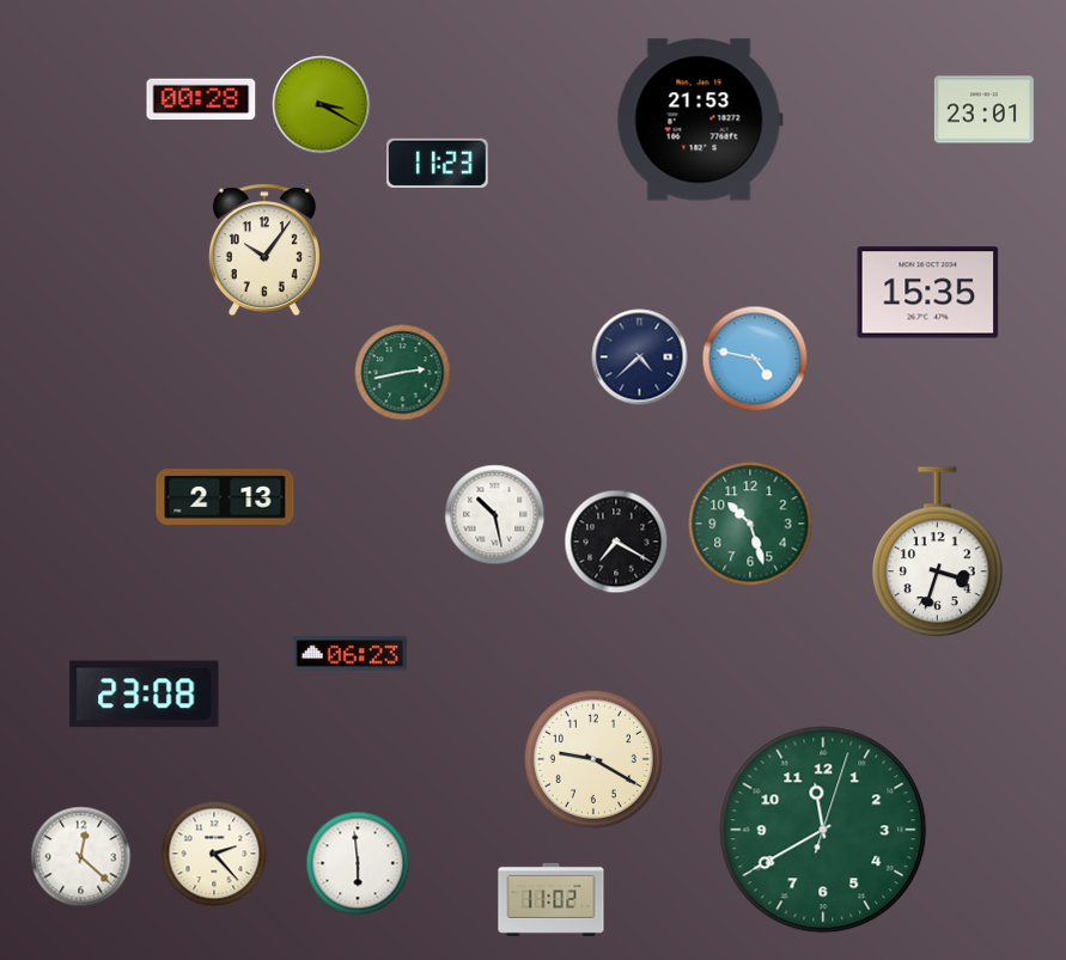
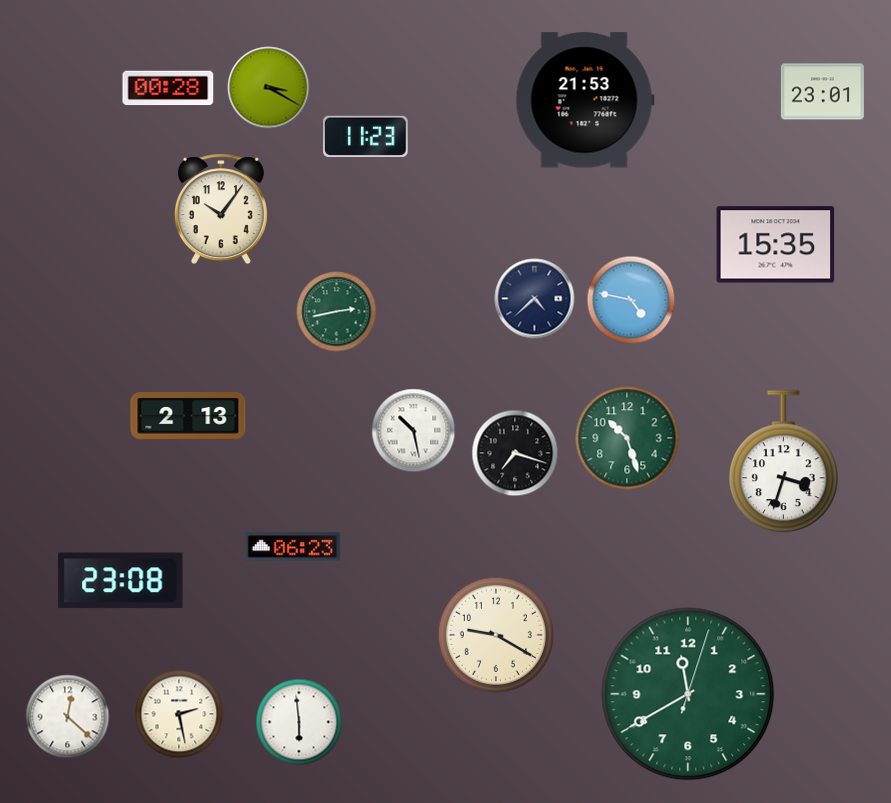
clock at (201, 99) position: (201, 99) -> (168, 88)
clock at (616, 542): 7:20 -> 7:18
clock at (214, 854): 2:23 -> 2:28
clock at (552, 899): 11:02 -> none
